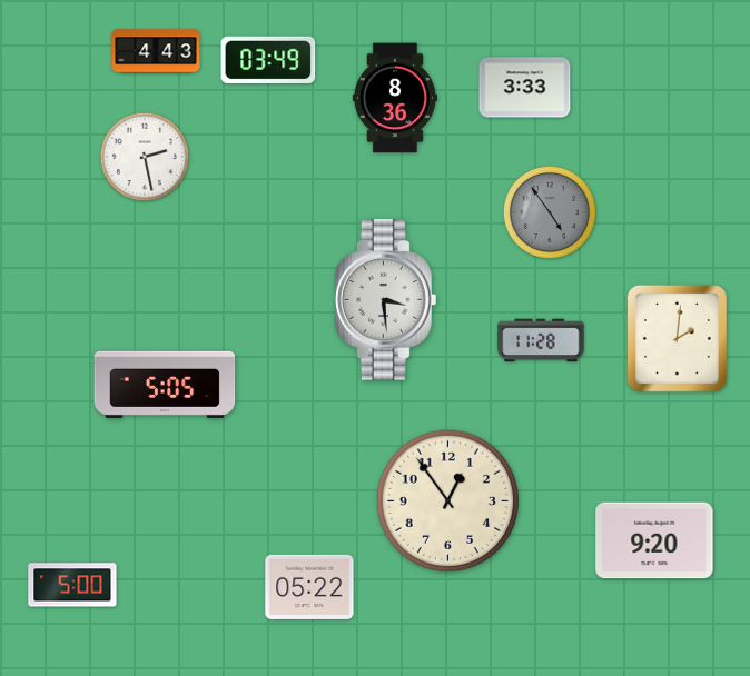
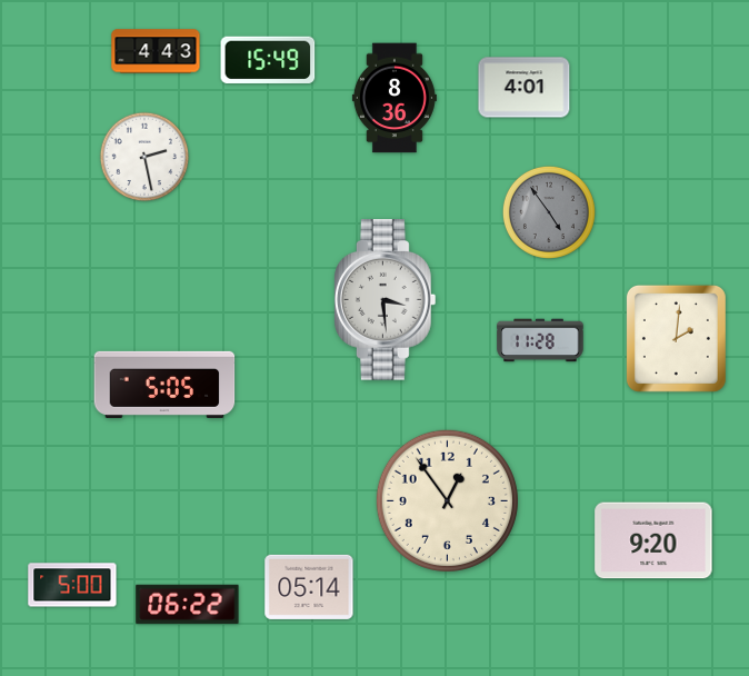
clock at (268, 59): 03:49 -> 15:49
clock at (525, 88): 3:33 -> 4:01
clock at (309, 587): 05:22 -> 05:14
clock at (188, 604): none -> 06:22
